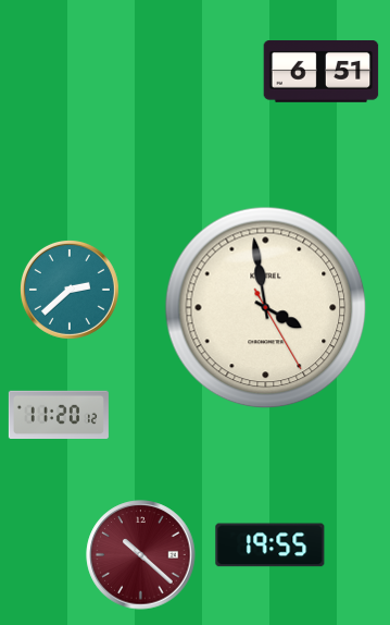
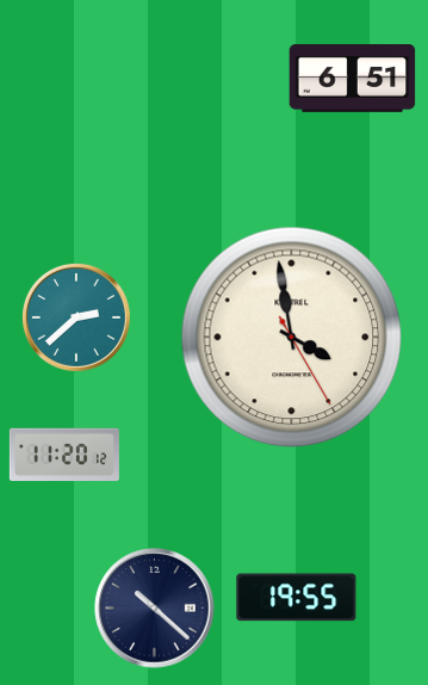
clock at (141, 555) dial: burgundy -> navy
